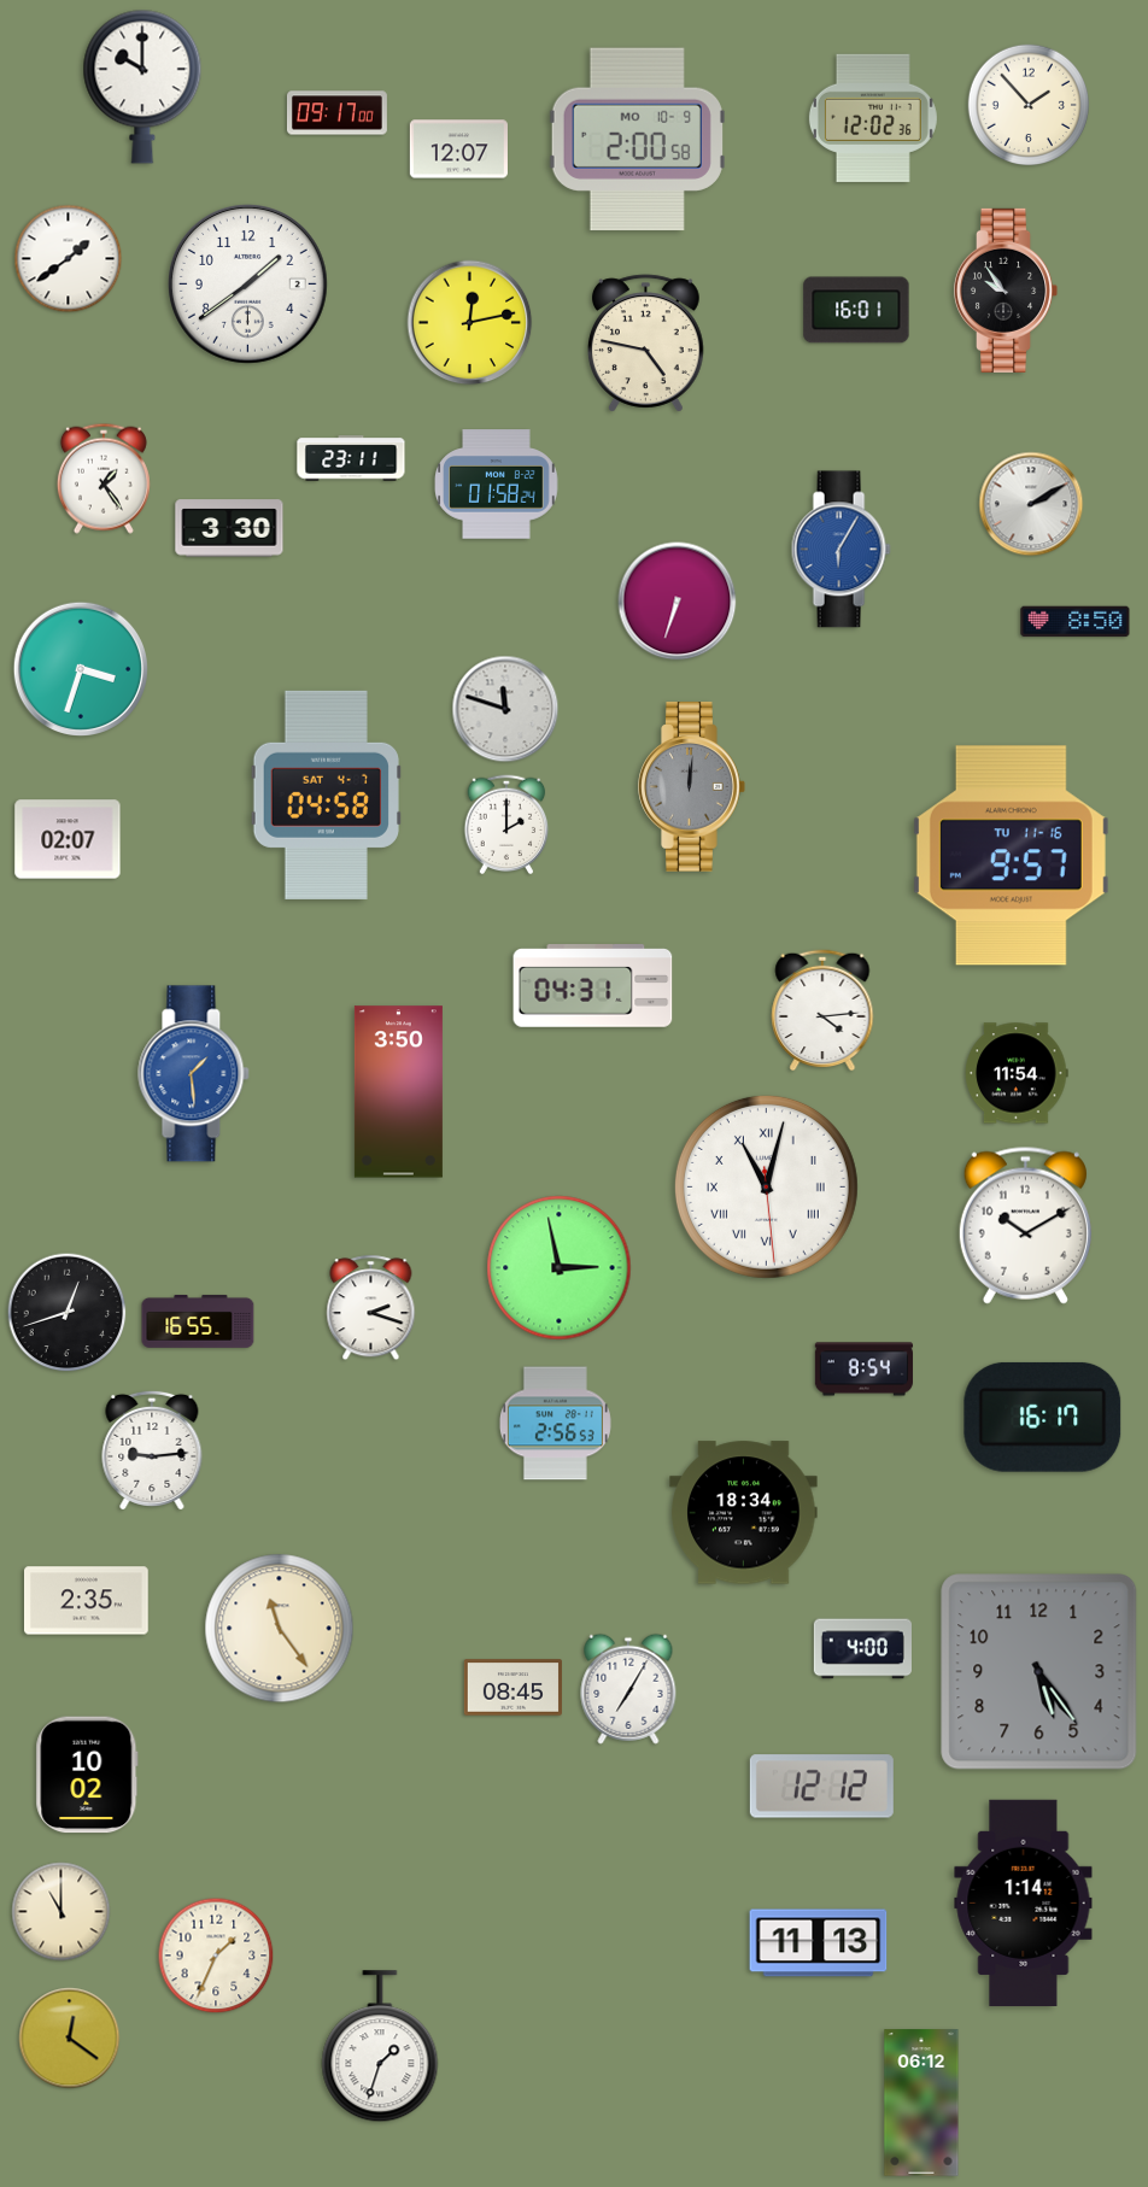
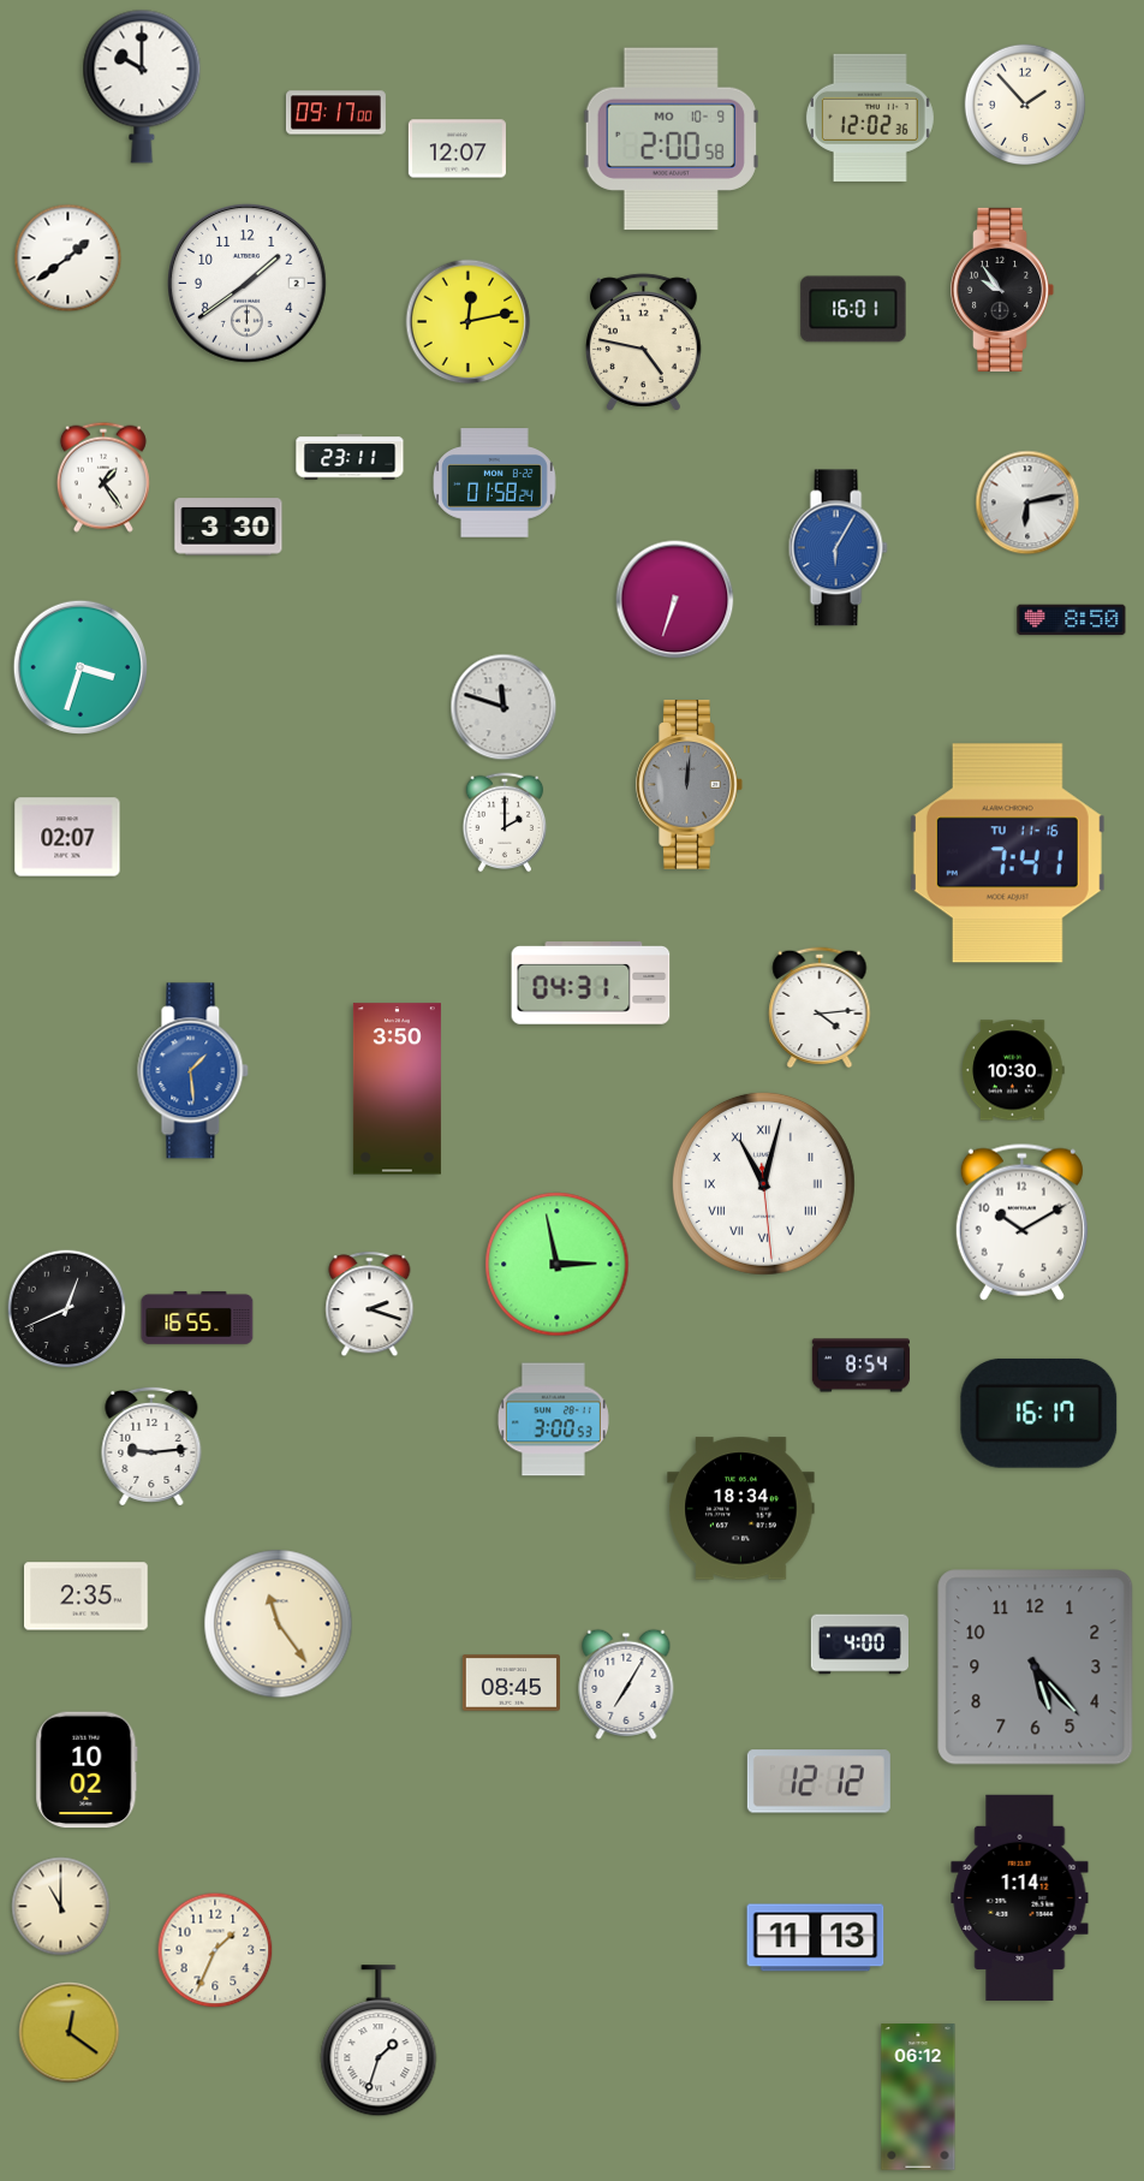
clock at (637, 140) position: (637, 140) -> (671, 139)
clock at (1031, 504): 2:10 -> 6:13
clock at (326, 795): 04:58 -> none
clock at (1011, 856): 9:57 -> 7:41
clock at (1017, 1073): 11:54 -> 10:30
clock at (68, 1313): 12:42 -> 12:41
clock at (555, 1424): 2:56 -> 3:00
clock at (1039, 1672): 5:24 -> 5:23
